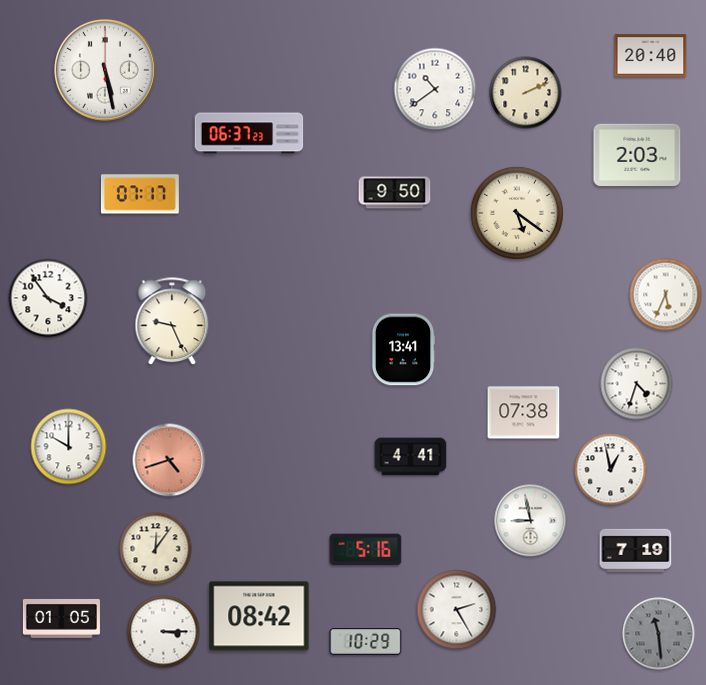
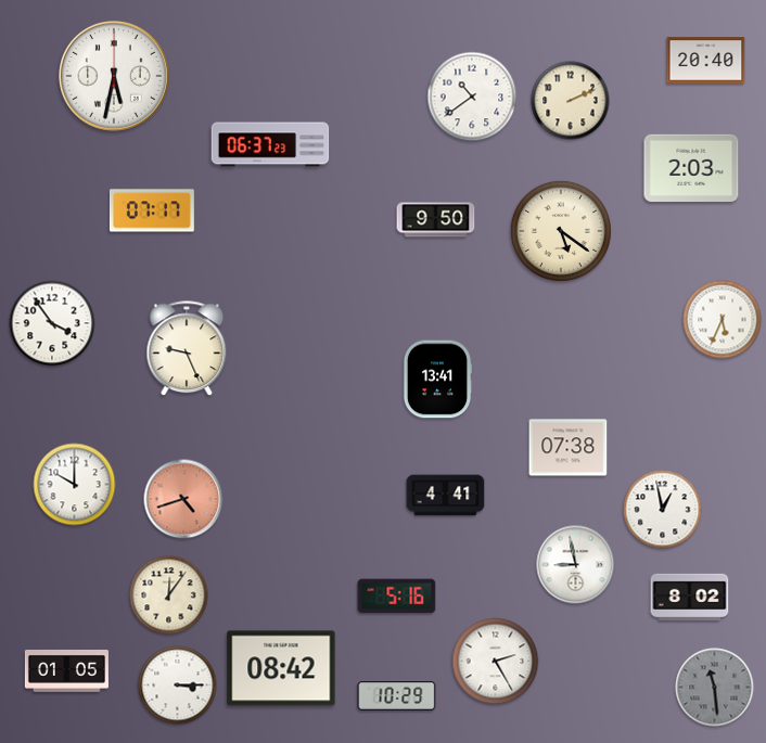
clock at (106, 71): 5:28 -> 5:32
clock at (395, 193) position: (395, 193) -> (436, 220)
clock at (637, 384): 4:33 -> none
clock at (636, 550): 7:19 -> 8:02
